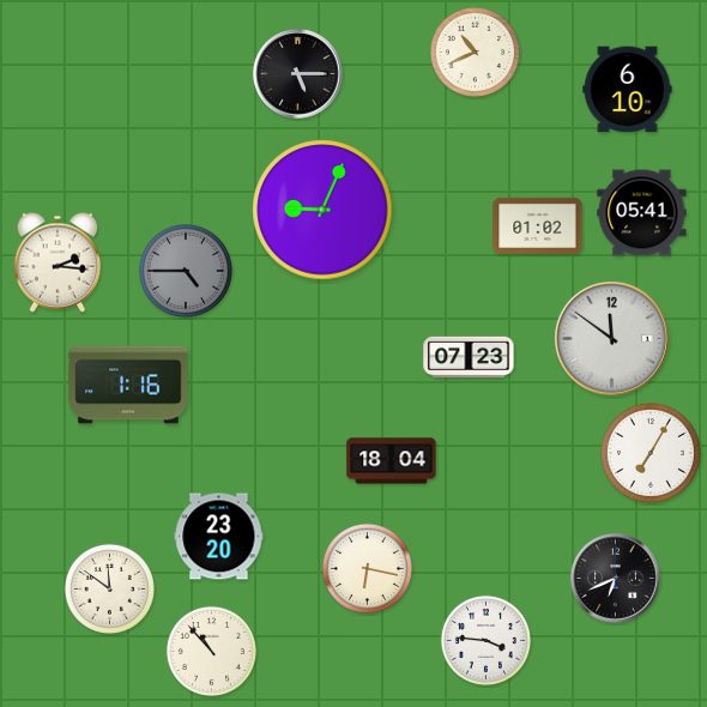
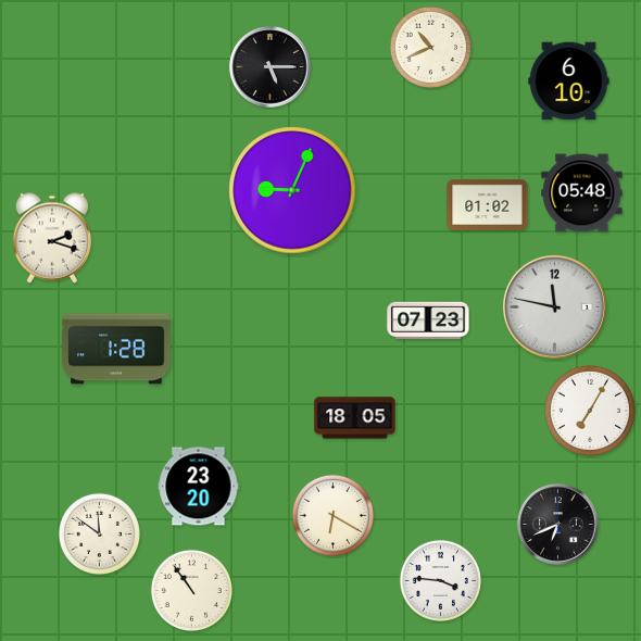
clock at (642, 213): 05:41 -> 05:48
clock at (58, 262): 2:16 -> 2:18
clock at (186, 271): 4:45 -> none
clock at (611, 338): 11:51 -> 11:47
clock at (469, 357) position: (469, 357) -> (428, 320)
clock at (128, 385): 1:16 -> 1:28
clock at (392, 461): 18:04 -> 18:05
clock at (367, 568): 6:17 -> 6:20
clock at (211, 651): 10:53 -> 10:54
